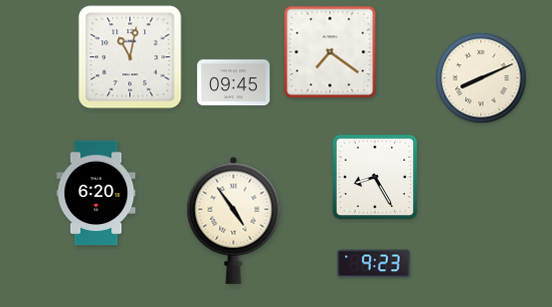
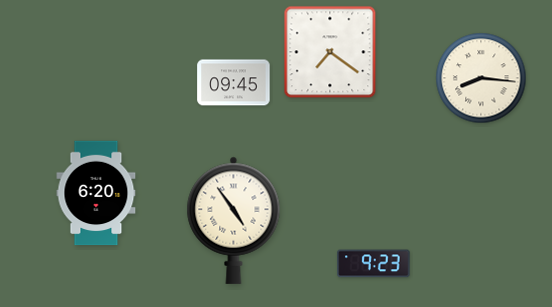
clock at (130, 57): 11:02 -> none
clock at (481, 78): 8:11 -> 8:16
clock at (375, 177): 8:25 -> none
